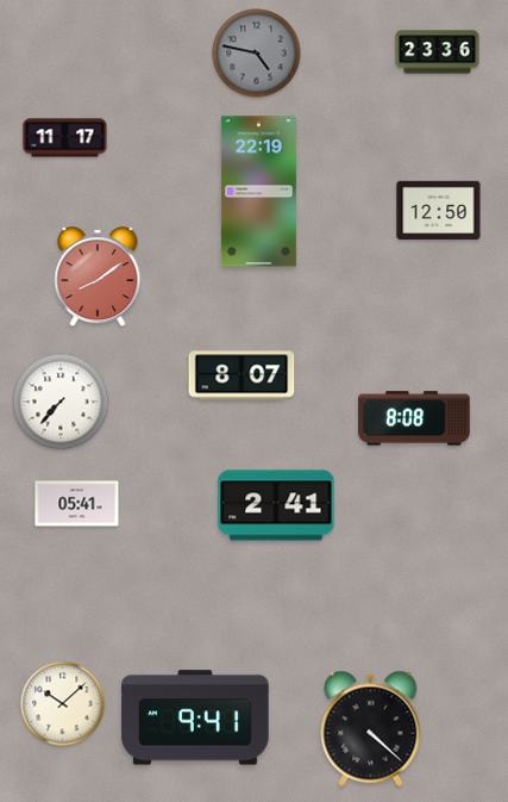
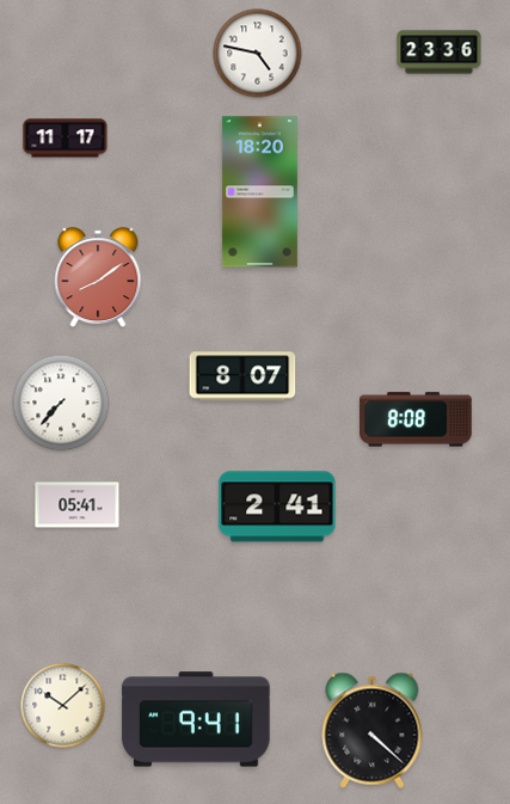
clock at (257, 54) dial: grey -> white
clock at (258, 192): 22:19 -> 18:20
clock at (439, 211): 12:50 -> none
